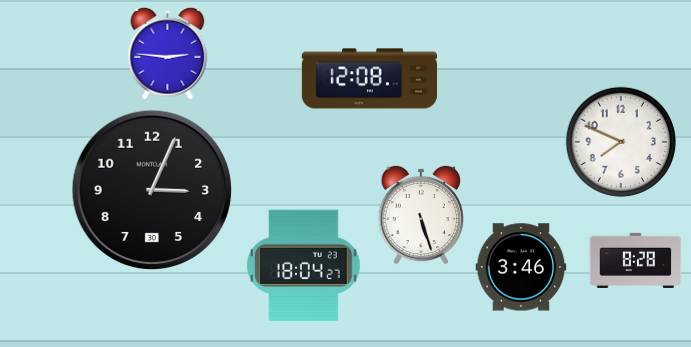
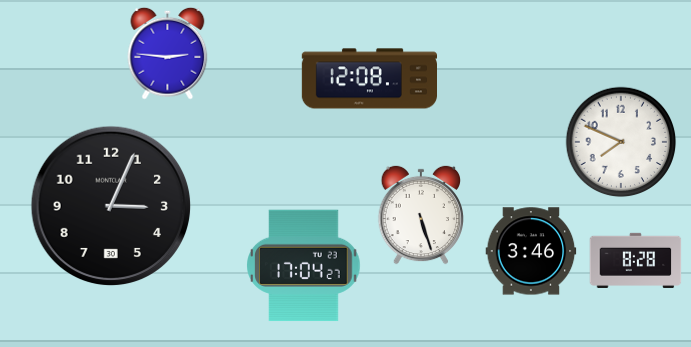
clock at (152, 190) position: (152, 190) -> (111, 206)
clock at (304, 266): 18:04 -> 17:04
clock at (521, 267) position: (521, 267) -> (531, 251)
